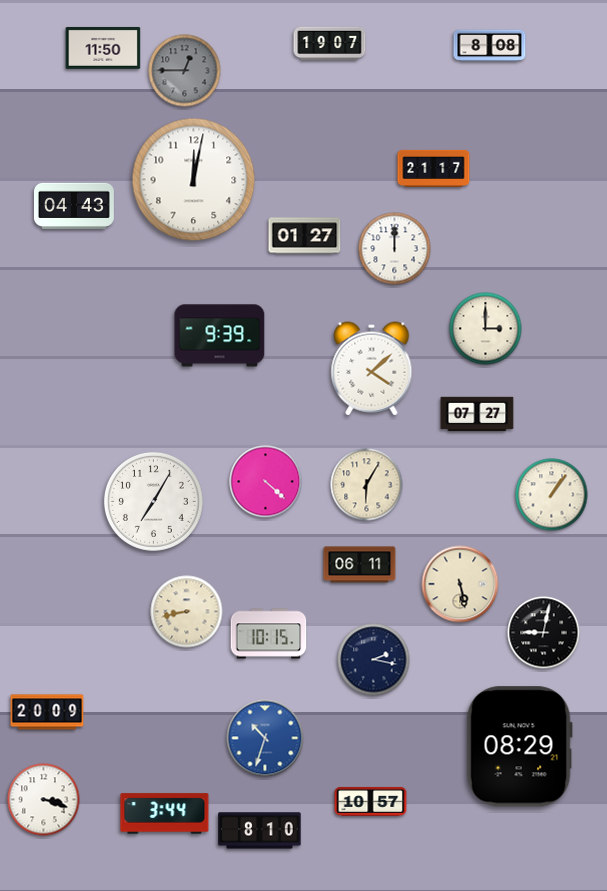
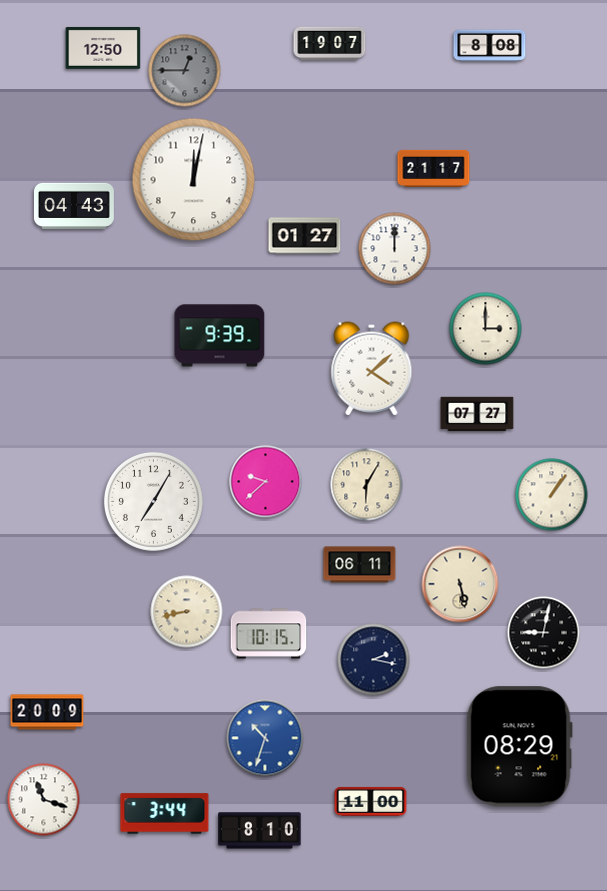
clock at (103, 48): 11:50 -> 12:50
clock at (266, 482): 4:22 -> 9:38
clock at (44, 800): 3:18 -> 11:18
clock at (371, 801): 10:57 -> 11:00
